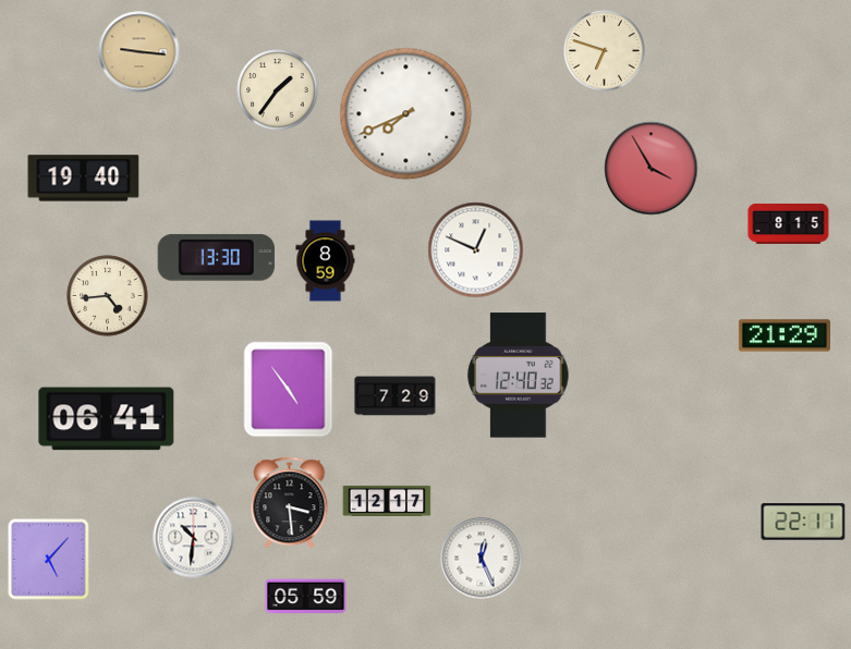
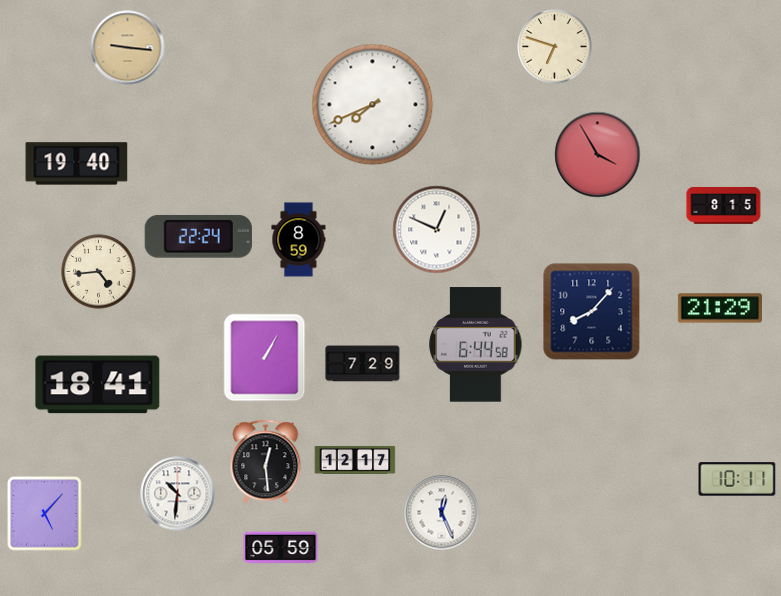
clock at (278, 90): 1:36 -> none
clock at (216, 258): 13:30 -> 22:24
clock at (592, 312): none -> 8:07
clock at (519, 376): 12:40 -> 6:44
clock at (289, 390): 4:54 -> 1:05
clock at (107, 419): 06:41 -> 18:41
clock at (290, 503): 3:29 -> 12:29
clock at (803, 522): 22:11 -> 10:11
